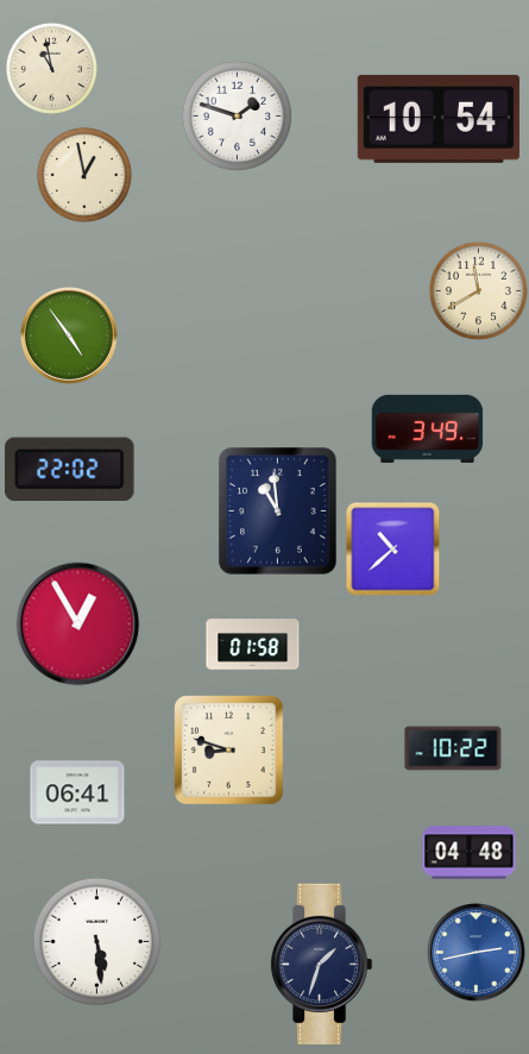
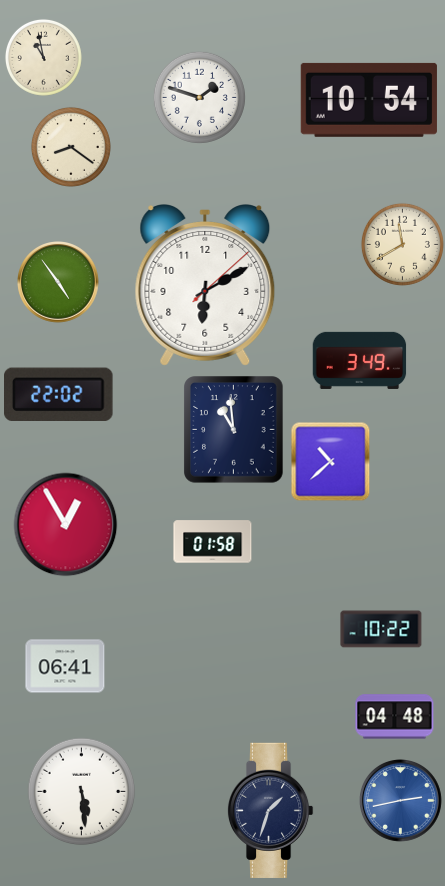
clock at (84, 175): 12:58 -> 8:21
clock at (205, 286): none -> 6:10
clock at (229, 751): 8:48 -> none
